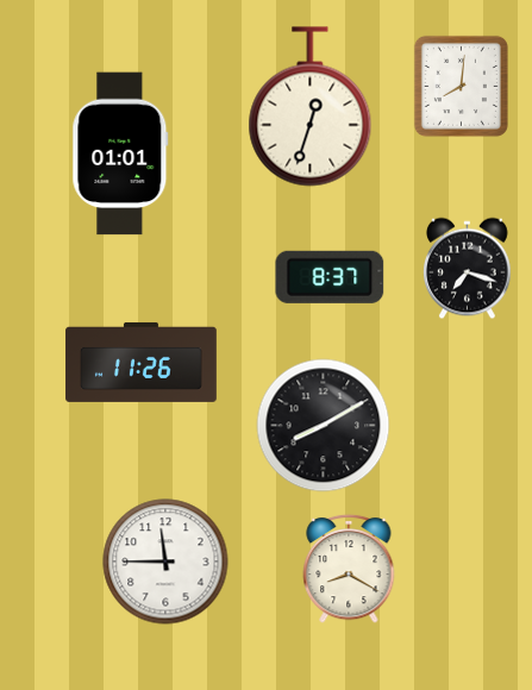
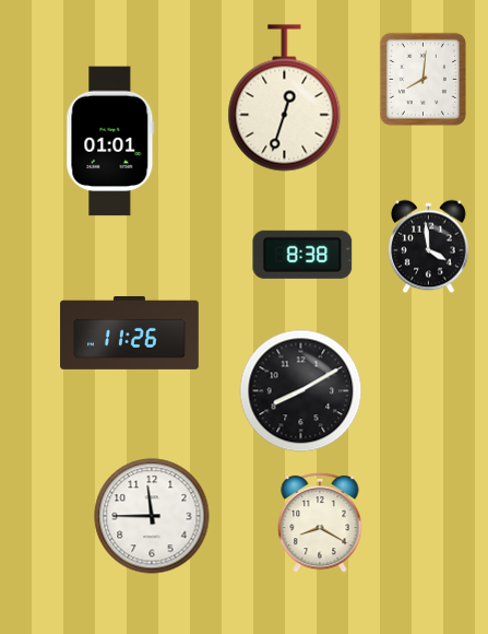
clock at (468, 269): 7:18 -> 3:59
clock at (330, 277): 8:37 -> 8:38
clock at (324, 426) position: (324, 426) -> (301, 391)
